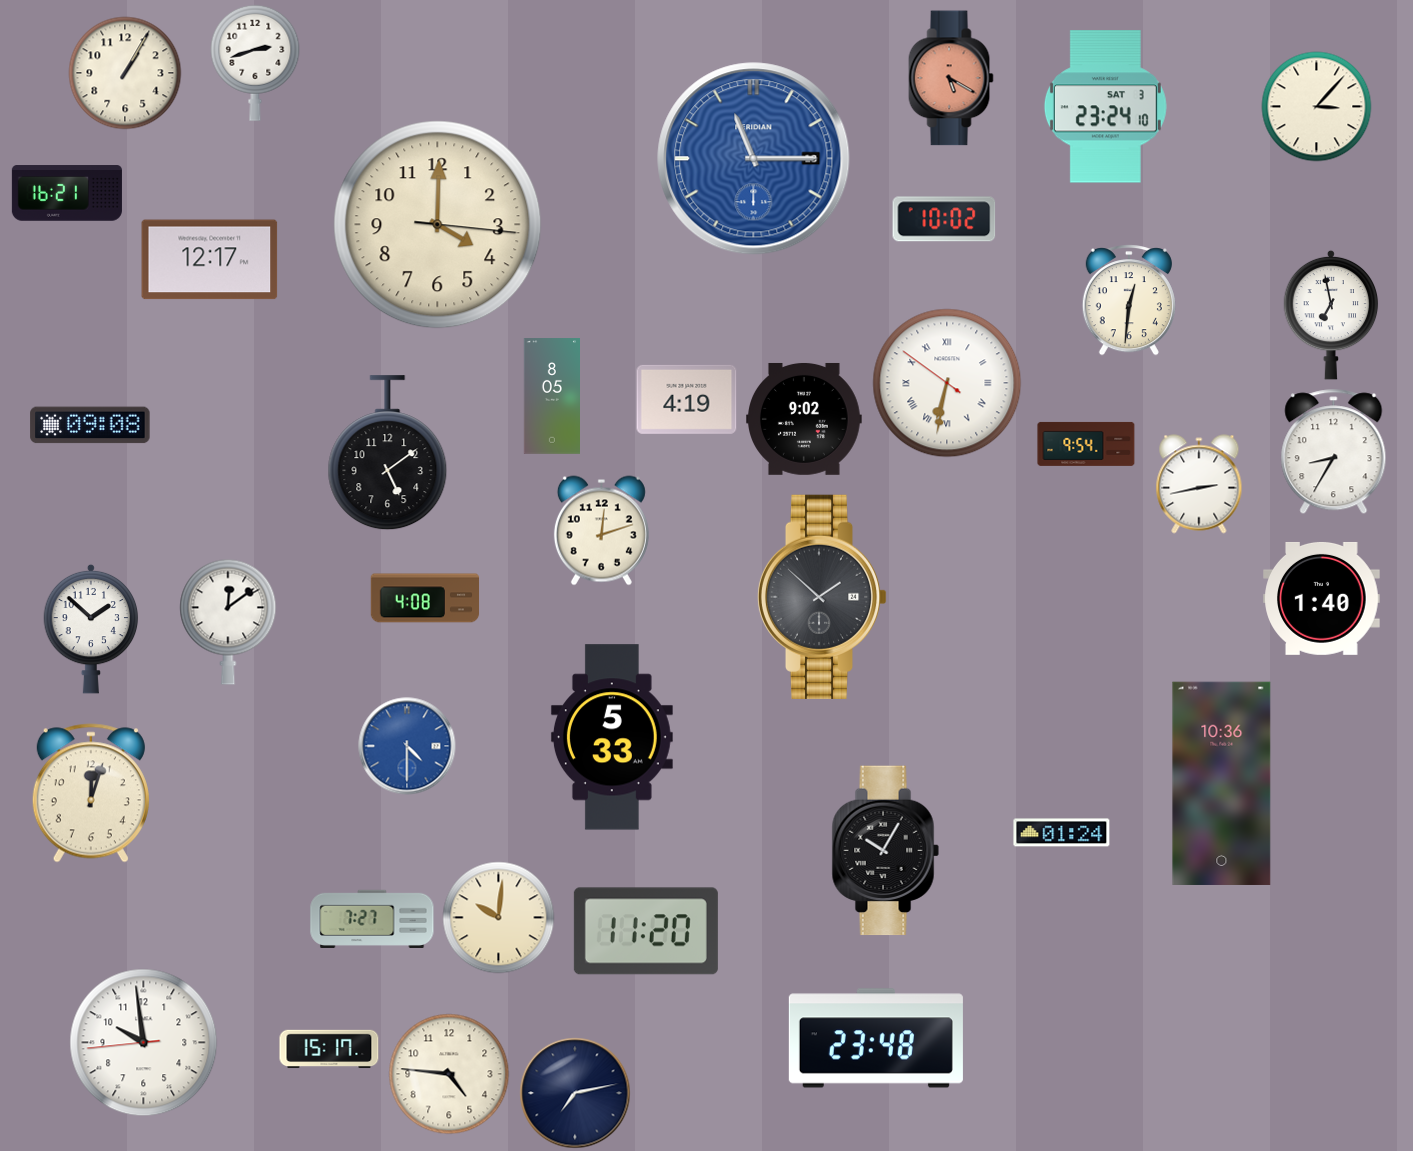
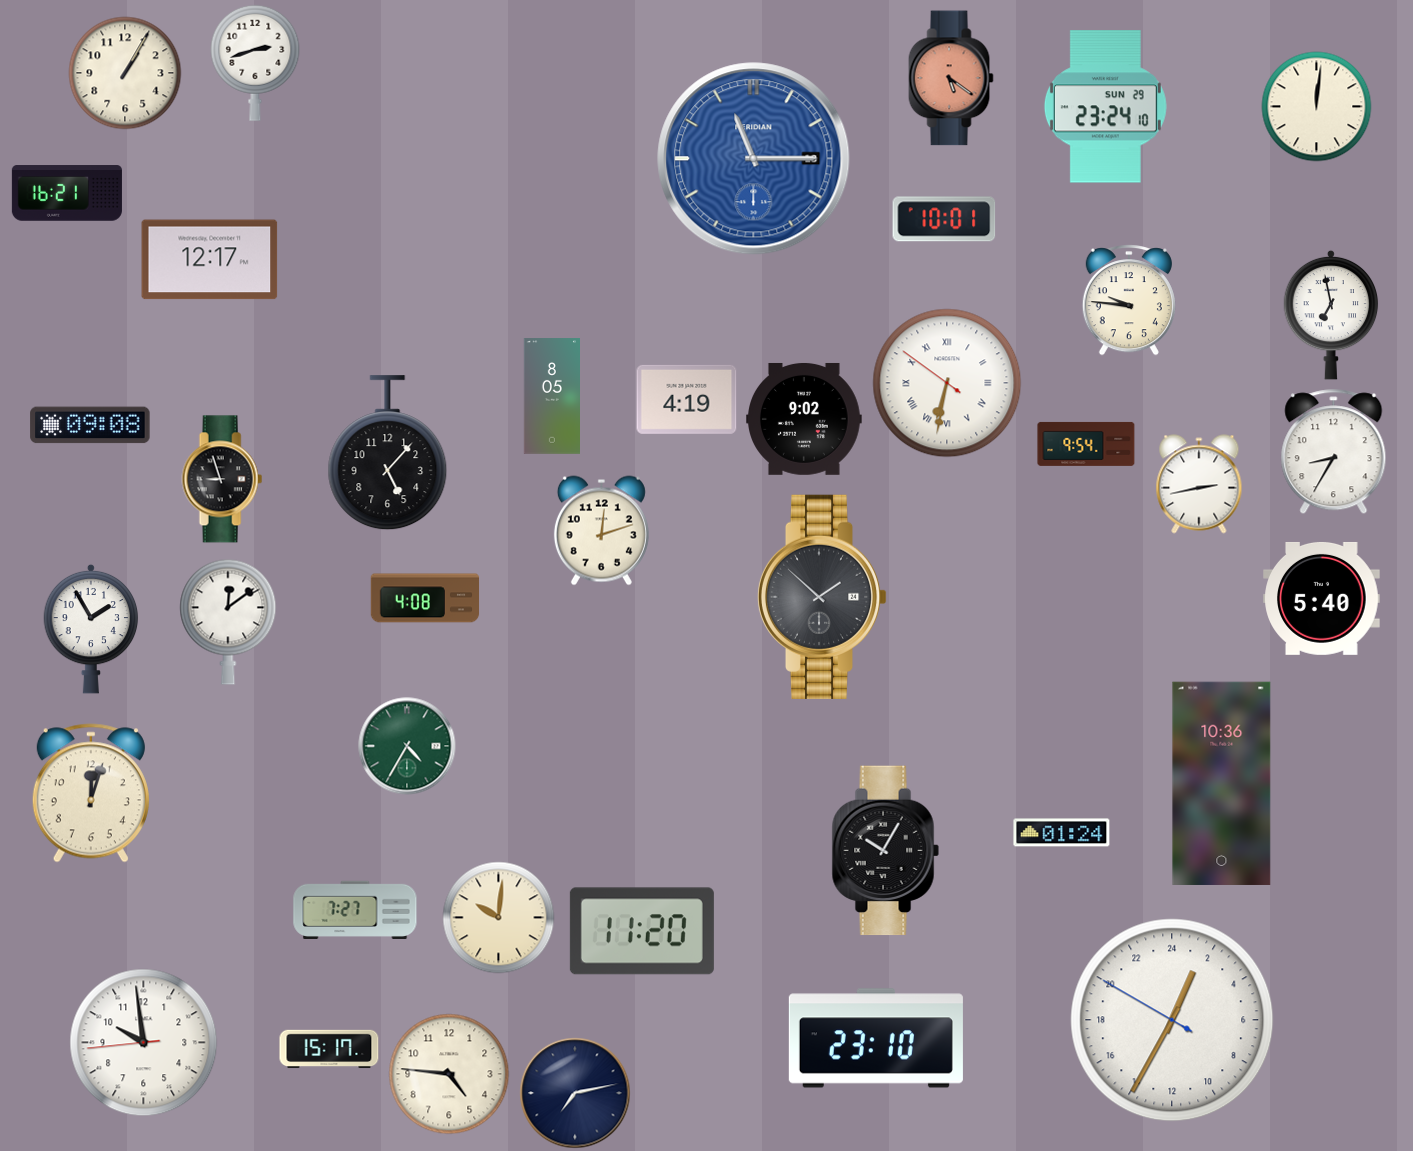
clock at (951, 78): 5:20 -> 5:21
clock at (1105, 107) date: SAT 3 -> SUN 29
clock at (1317, 107): 3:07 -> 12:01
clock at (944, 219): 10:02 -> 10:01
clock at (438, 225): 4:00 -> none
clock at (1129, 300): 12:31 -> 9:46
clock at (388, 453): 5:09 -> 5:07
clock at (222, 479): none -> 8:57
clock at (1322, 598): 1:40 -> 5:40
clock at (91, 629): 1:52 -> 1:55
clock at (612, 737): 5:33 -> none
clock at (407, 746): 4:30 -> 4:35
clock at (407, 746) dial: blue -> green
clock at (372, 919) position: (372, 919) -> (355, 910)
clock at (646, 931) position: (646, 931) -> (642, 931)
clock at (1172, 1020): none -> 1:34
clock at (876, 1038): 23:48 -> 23:10
